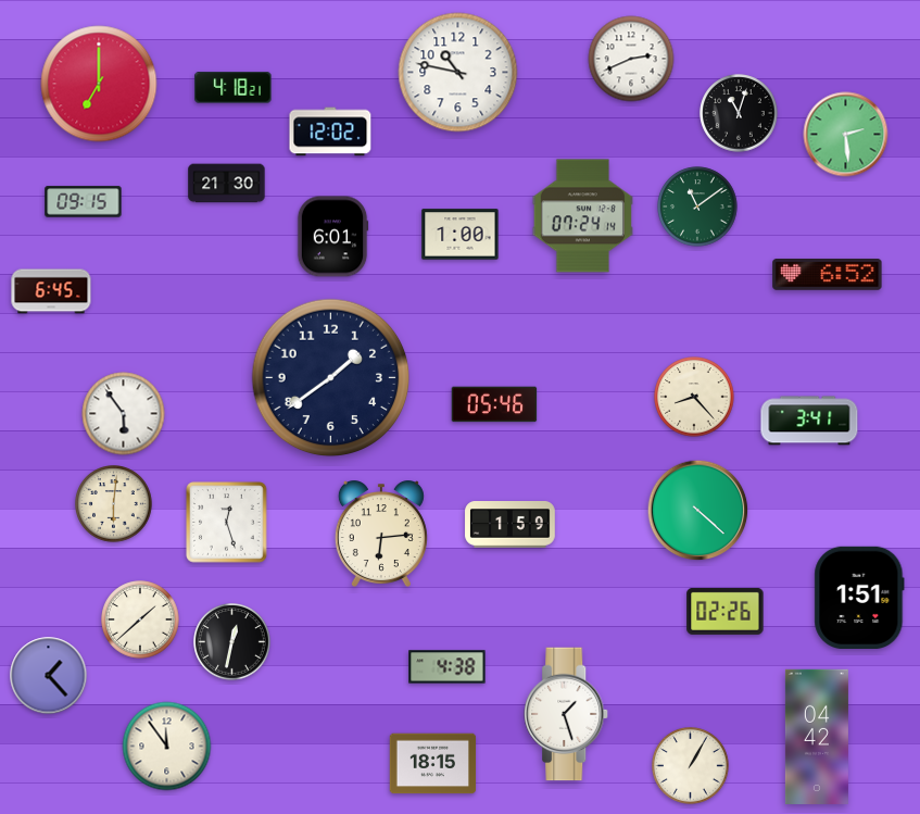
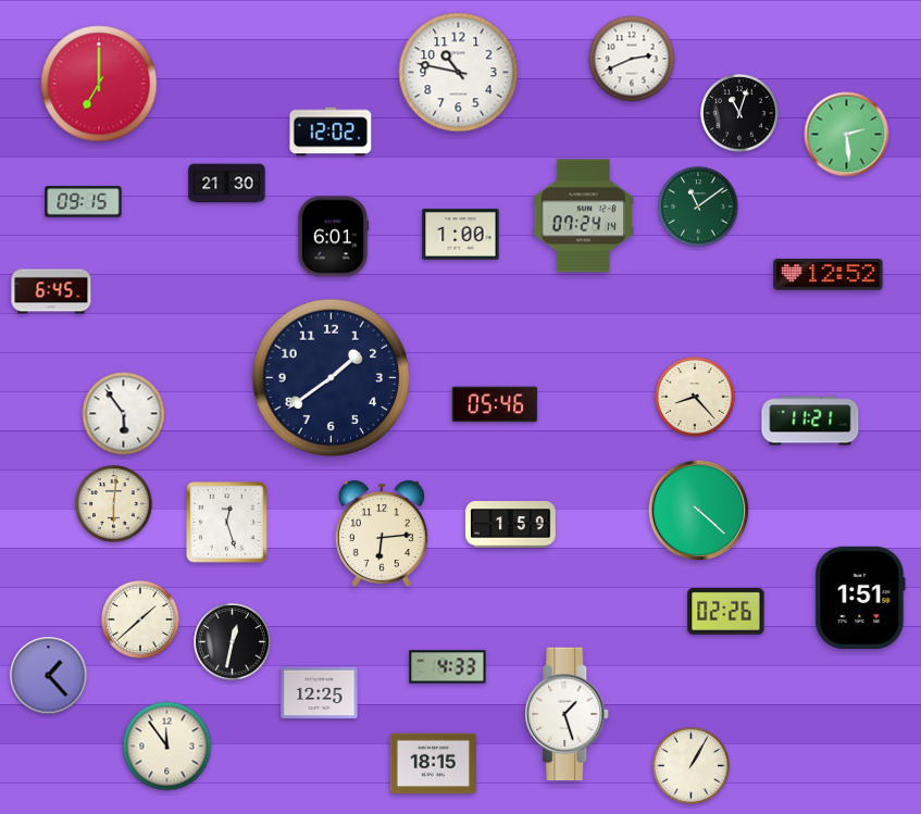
clock at (234, 88): 4:18 -> none
clock at (828, 275): 6:52 -> 12:52
clock at (809, 421): 3:41 -> 11:21
clock at (448, 667): 4:38 -> 4:33
clock at (320, 693): none -> 12:25
clock at (817, 737): 04:42 -> none
